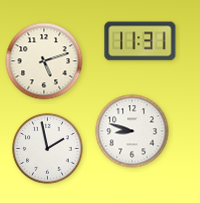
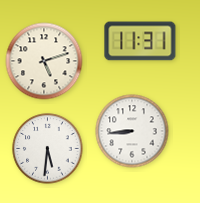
clock at (132, 131): 8:48 -> 8:44
clock at (48, 149): 1:58 -> 5:31
